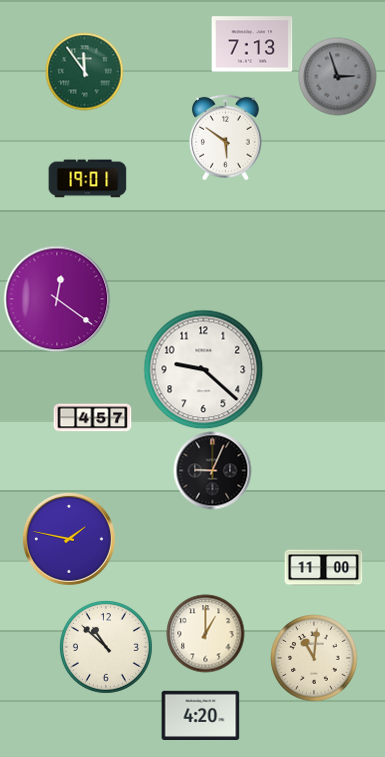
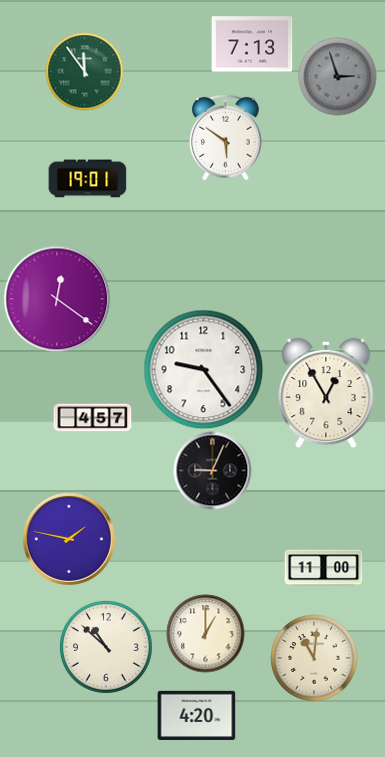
clock at (203, 369): 9:22 -> 9:24
clock at (326, 393): none -> 12:55
clock at (200, 715) position: (200, 715) -> (196, 715)
